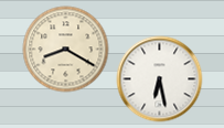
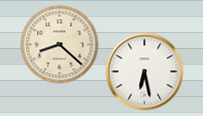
clock at (65, 49): 8:20 -> 8:22
